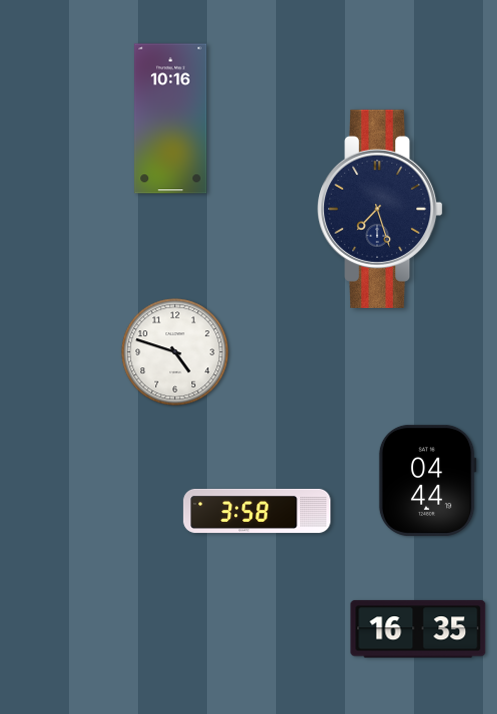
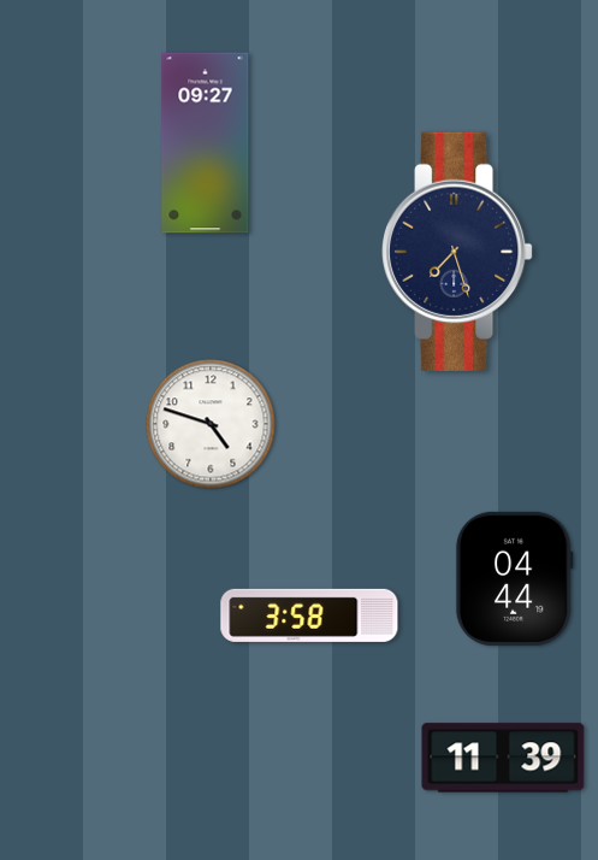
clock at (171, 119): 10:16 -> 09:27
clock at (418, 629): 16:35 -> 11:39
